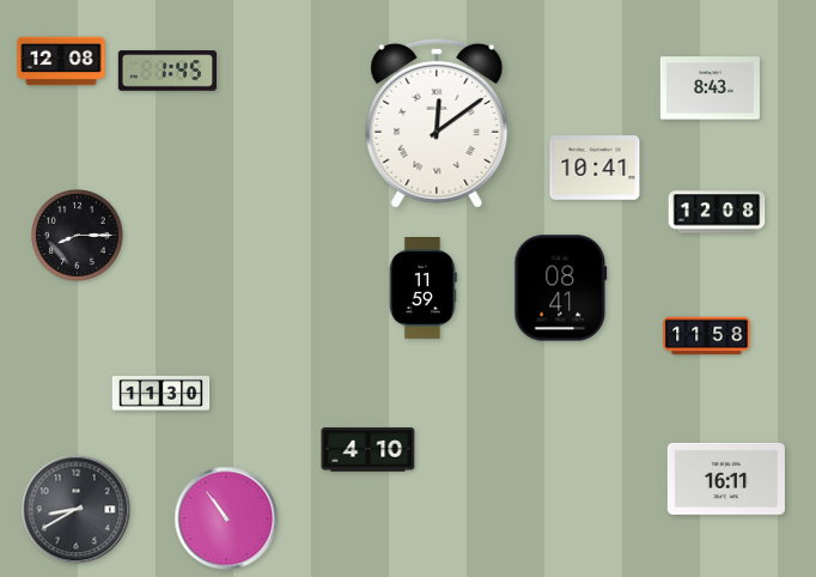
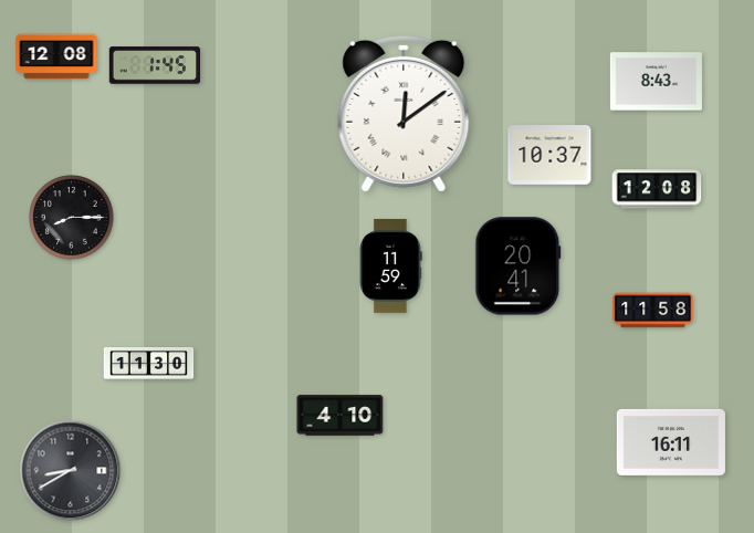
clock at (595, 168): 10:41 -> 10:37
clock at (717, 212) position: (717, 212) -> (657, 189)
clock at (561, 288): 08:41 -> 20:41
clock at (226, 518): 10:54 -> none
